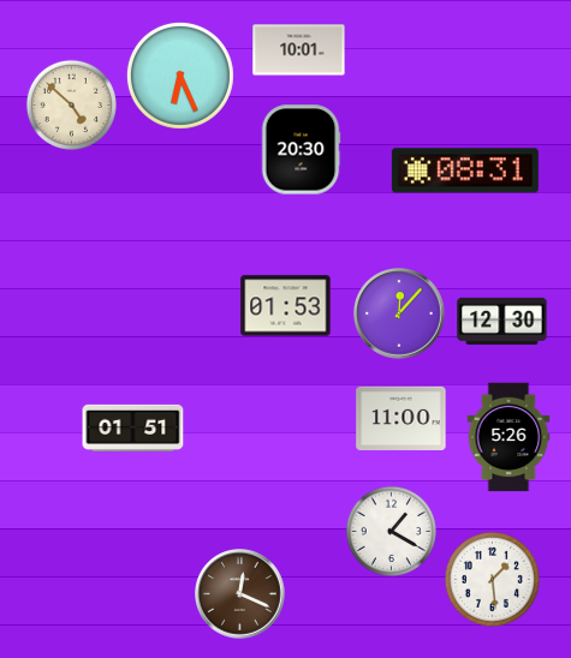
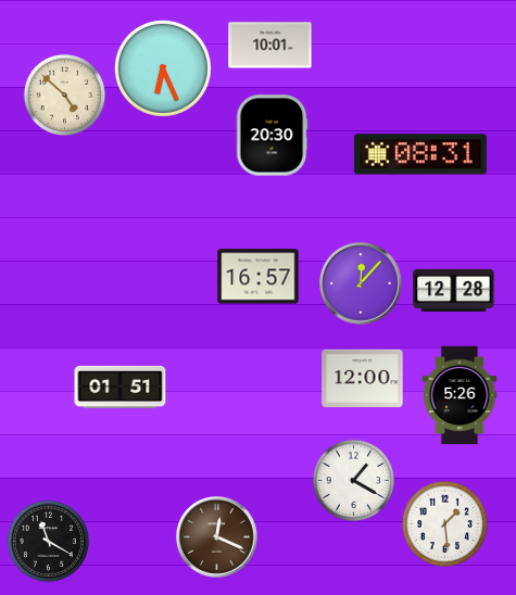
clock at (286, 306): 01:53 -> 16:57
clock at (502, 321): 12:30 -> 12:28
clock at (402, 418): 11:00 -> 12:00
clock at (48, 541): none -> 11:20
